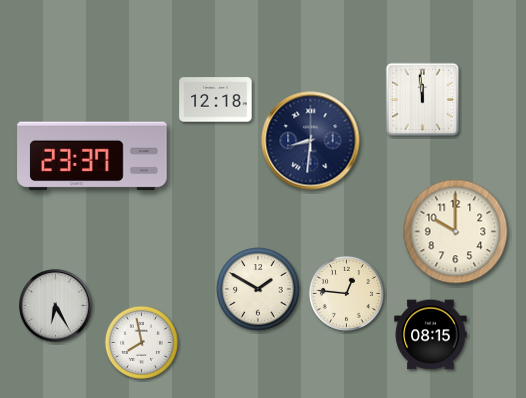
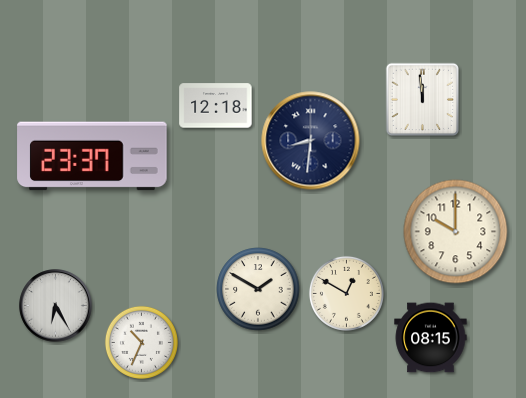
clock at (216, 100) position: (216, 100) -> (216, 106)
clock at (346, 293): 12:46 -> 12:50
clock at (431, 335) position: (431, 335) -> (431, 338)
clock at (141, 342): 7:58 -> 10:34
